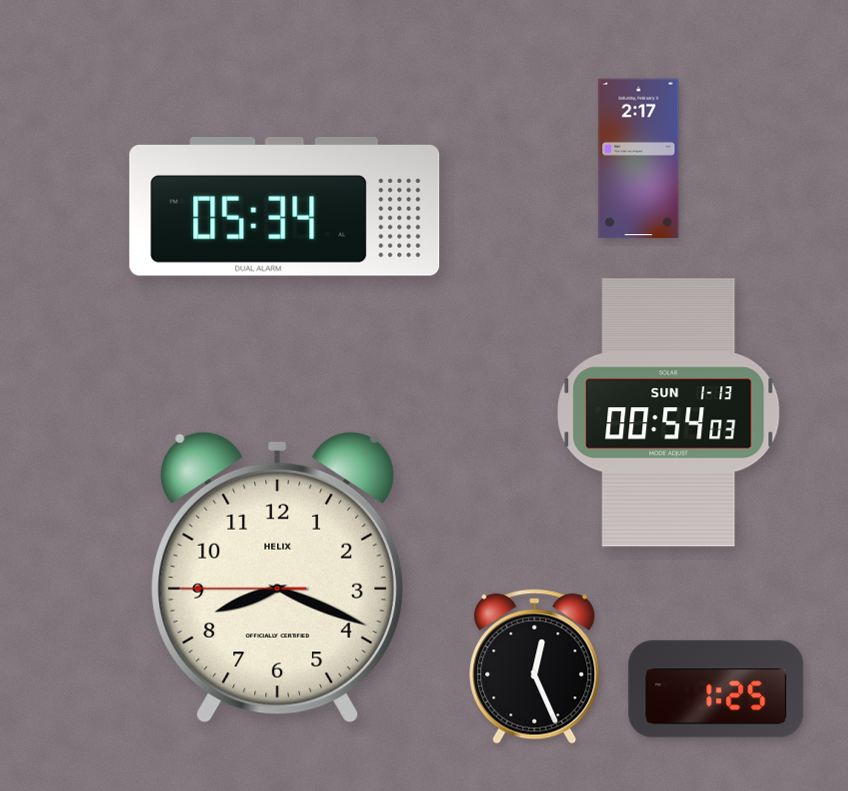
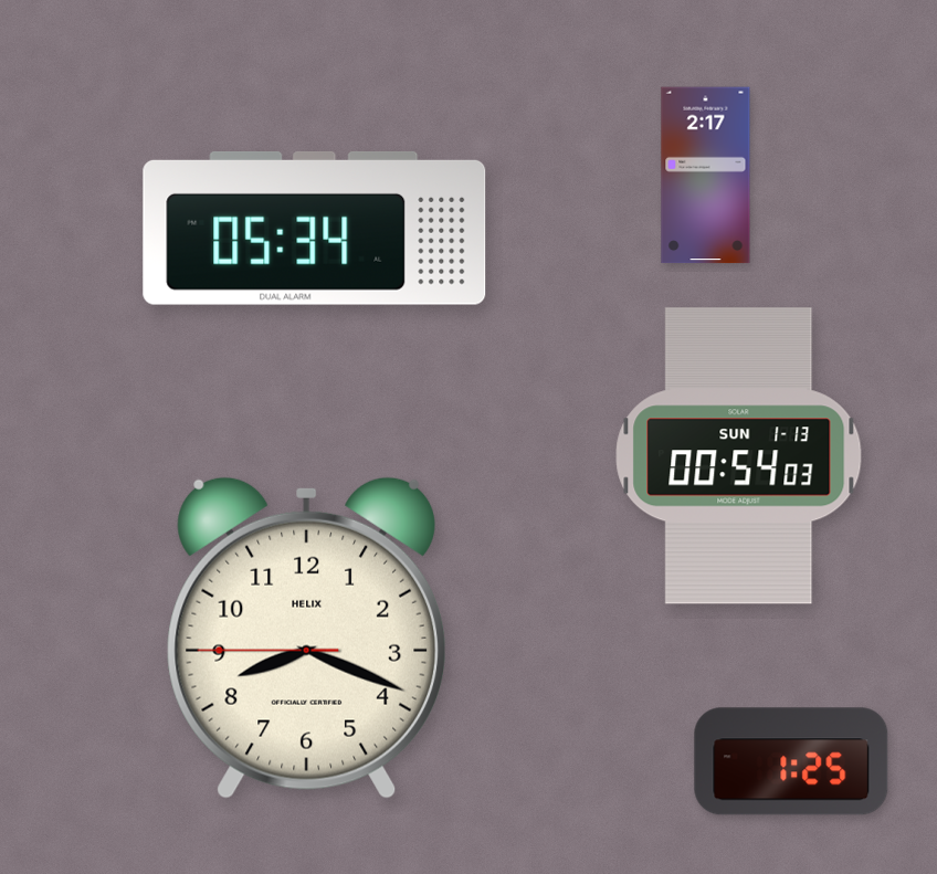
clock at (535, 666): 12:26 -> none
